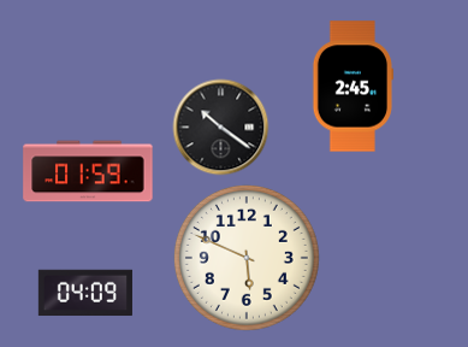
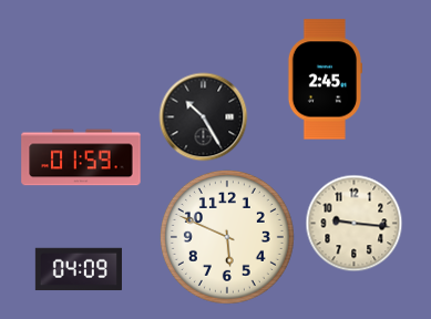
clock at (221, 128): 10:21 -> 10:25
clock at (355, 224): none -> 9:16
